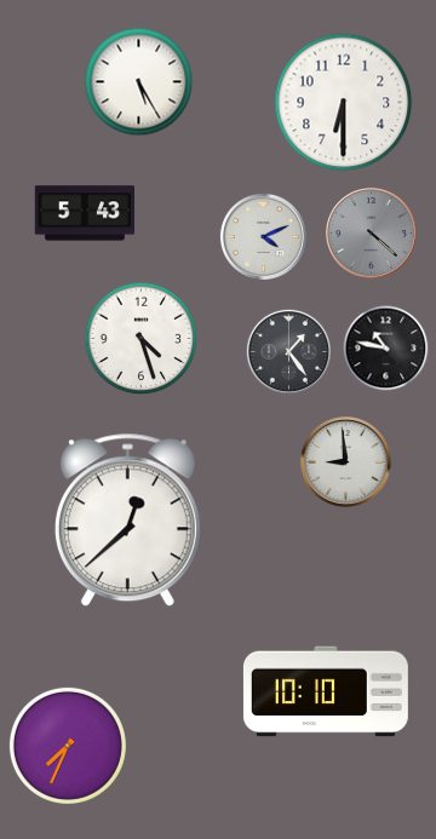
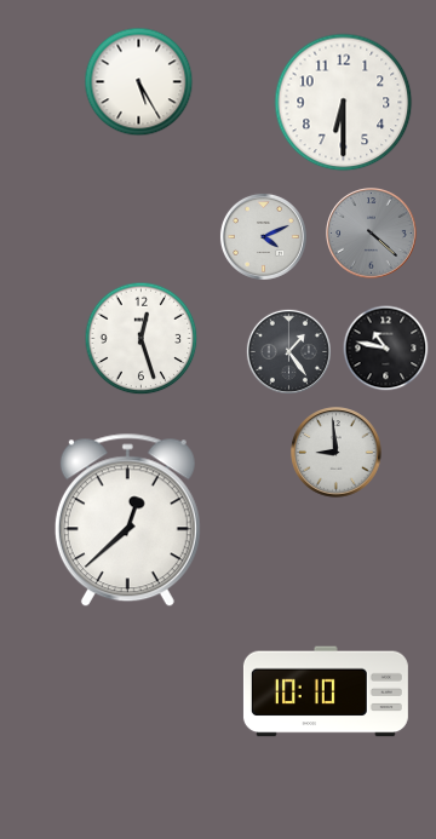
clock at (84, 213): 5:43 -> none
clock at (142, 339): 4:27 -> 12:27
clock at (346, 462) position: (346, 462) -> (337, 453)
clock at (68, 746): 7:34 -> none
